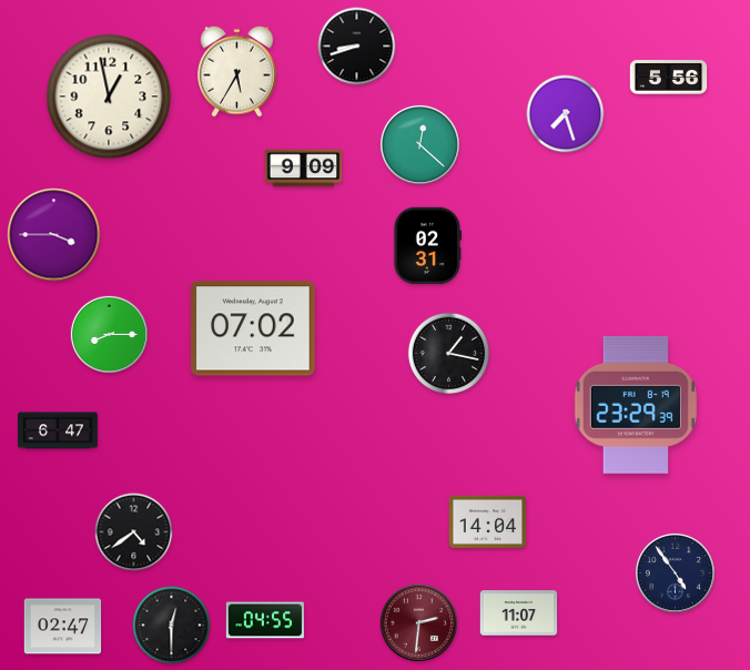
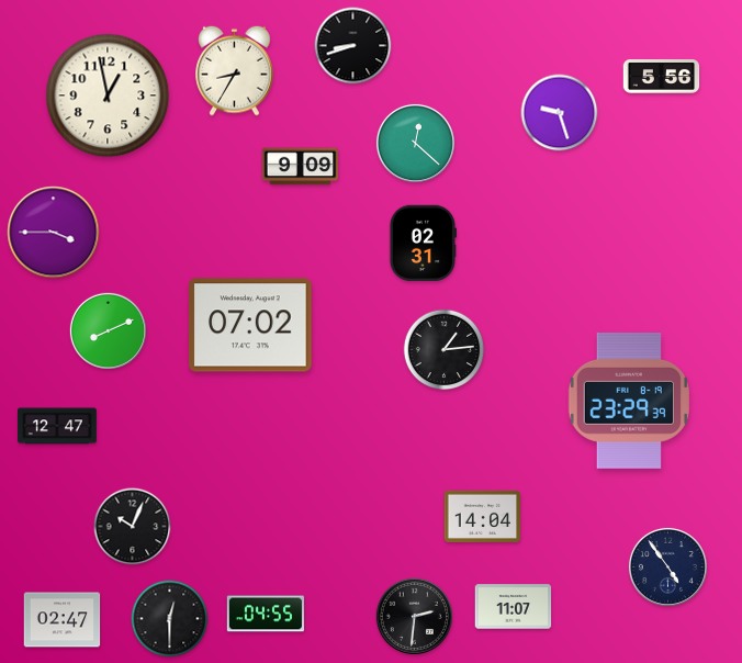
clock at (237, 71): 5:35 -> 8:35
clock at (566, 114): 7:27 -> 9:27
clock at (109, 334): 8:15 -> 8:11
clock at (449, 354): 1:17 -> 1:14
clock at (59, 430): 6:47 -> 12:47
clock at (134, 532): 4:39 -> 10:04
clock at (265, 620) position: (265, 620) -> (266, 614)
clock at (418, 622) dial: burgundy -> black
